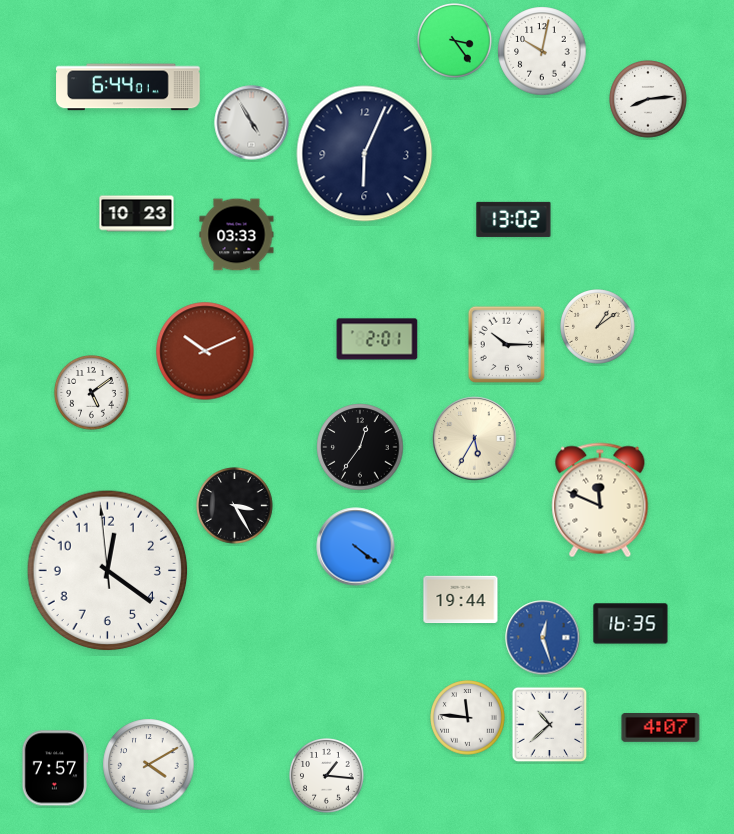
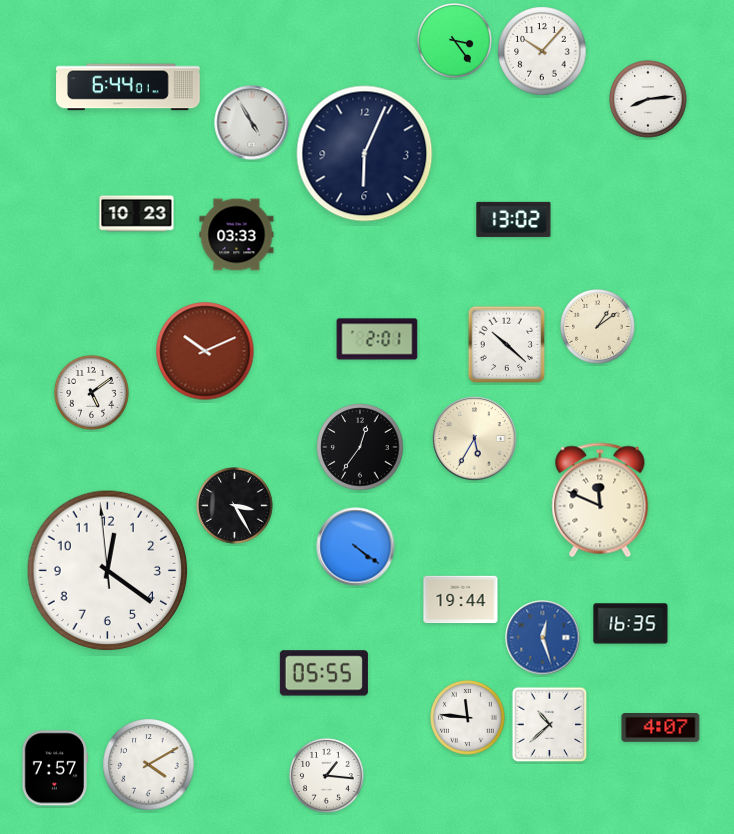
clock at (542, 51): 10:02 -> 10:07
clock at (507, 345): 10:15 -> 10:22
clock at (324, 673): none -> 05:55
